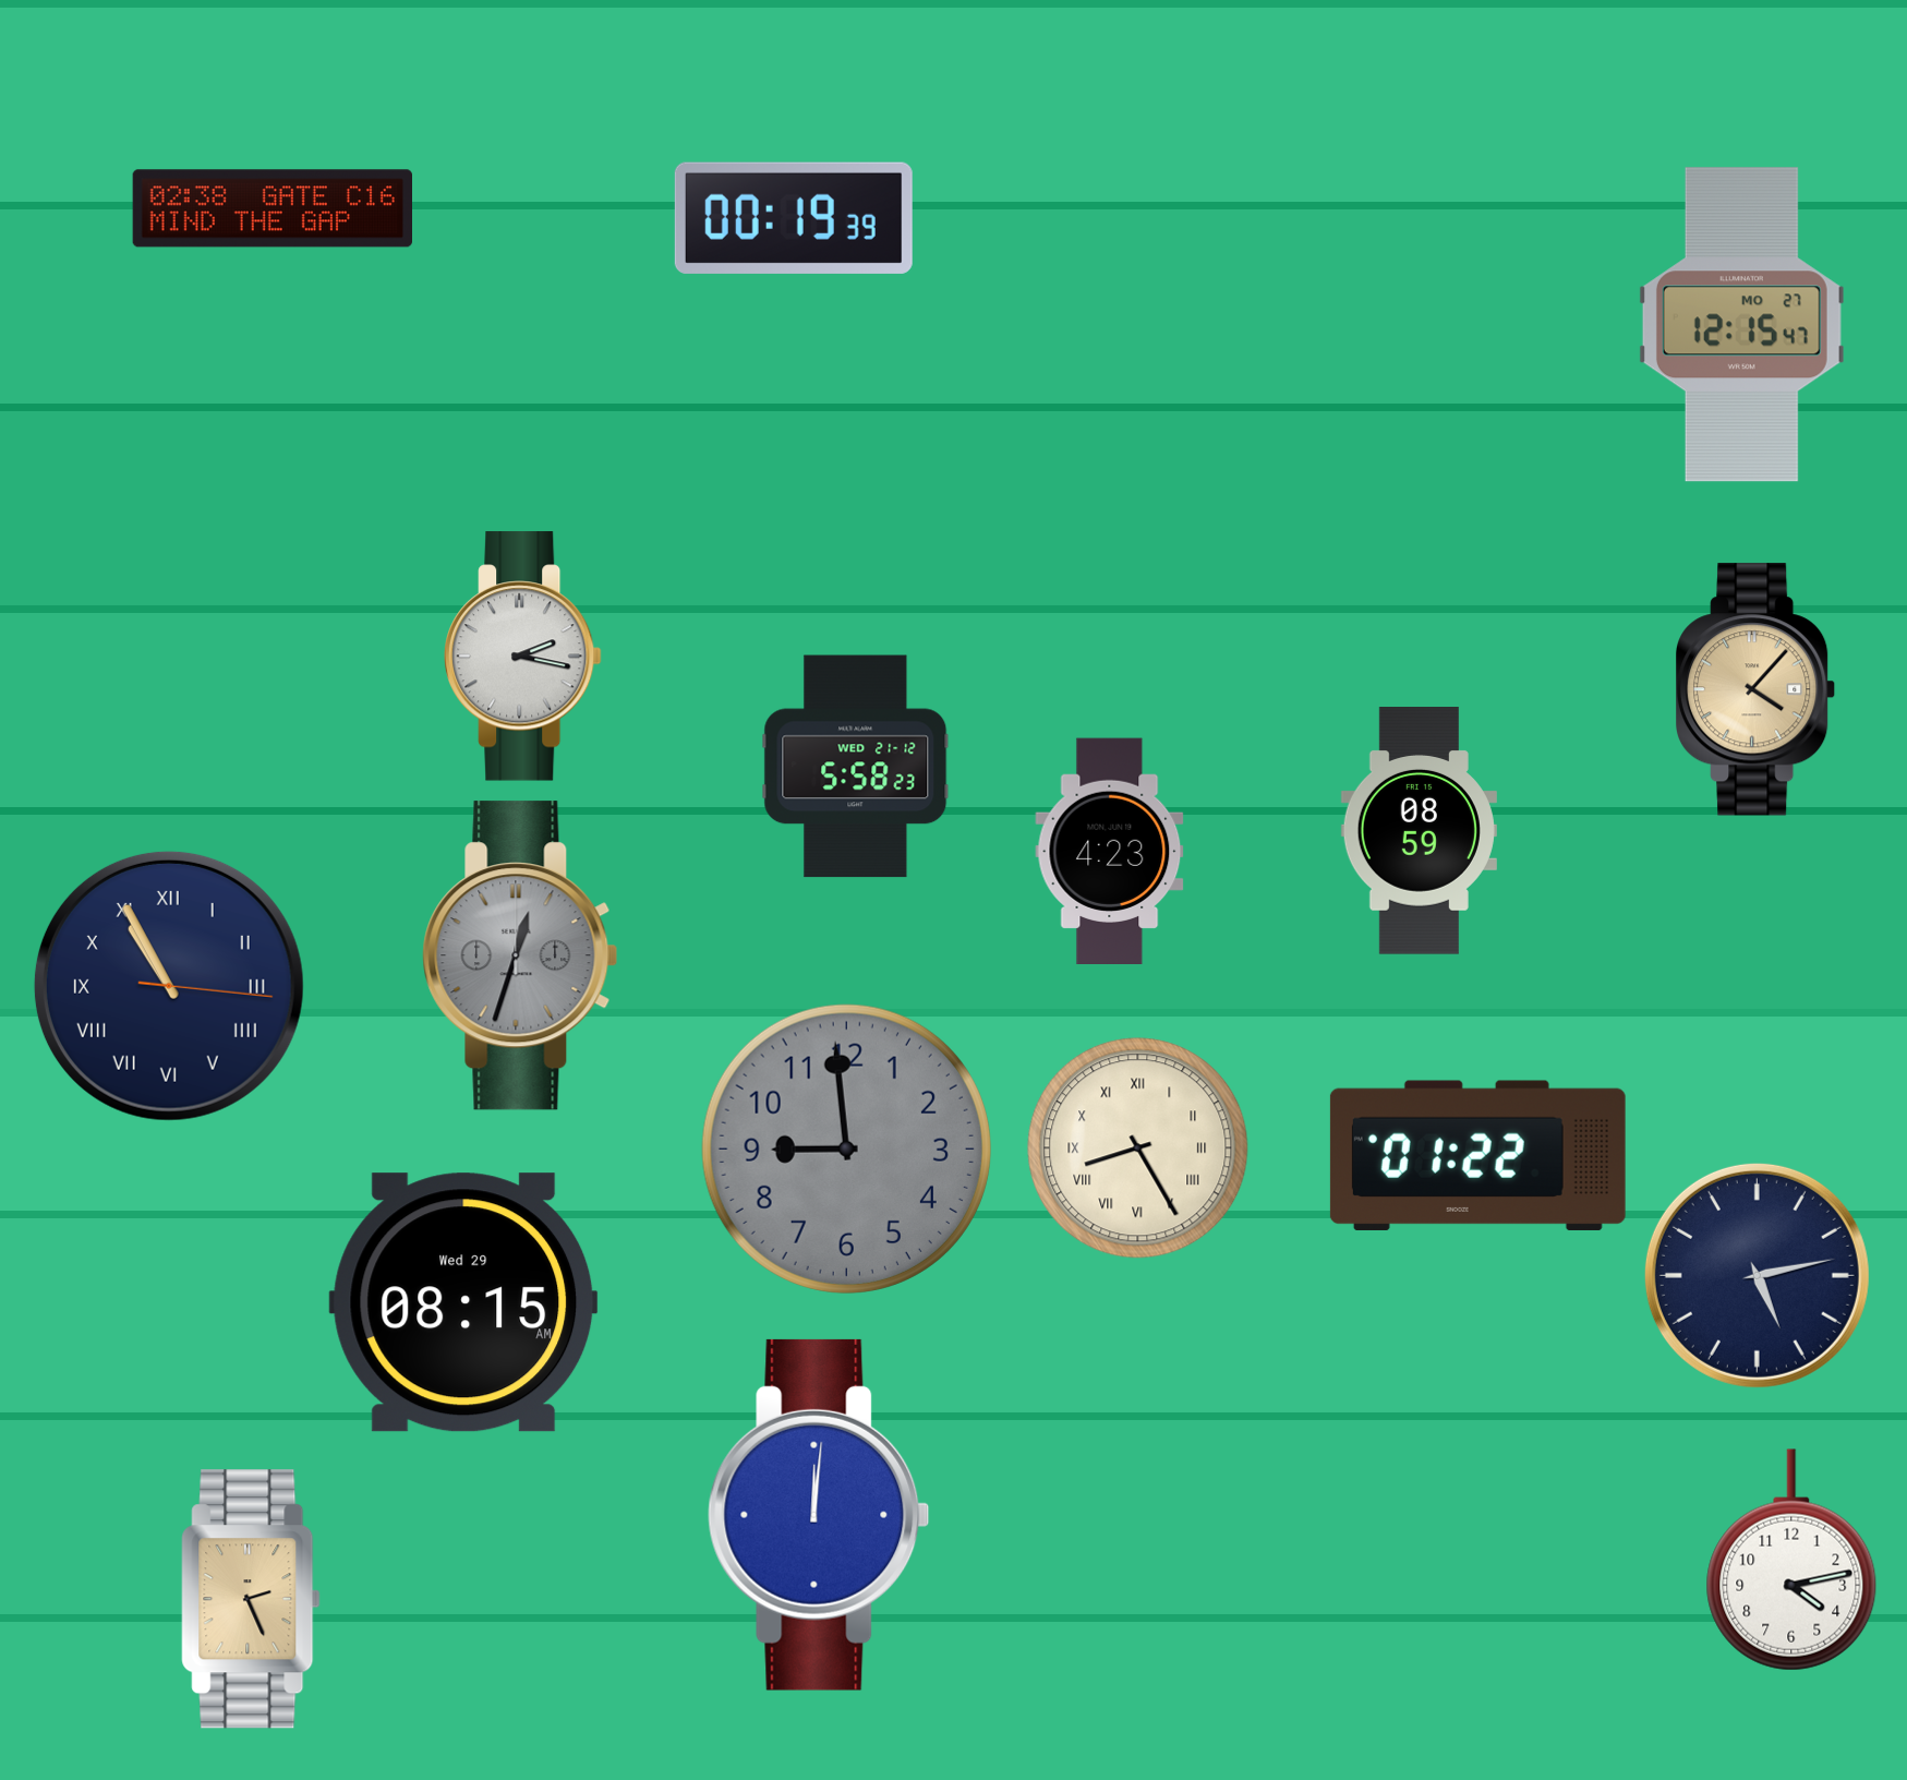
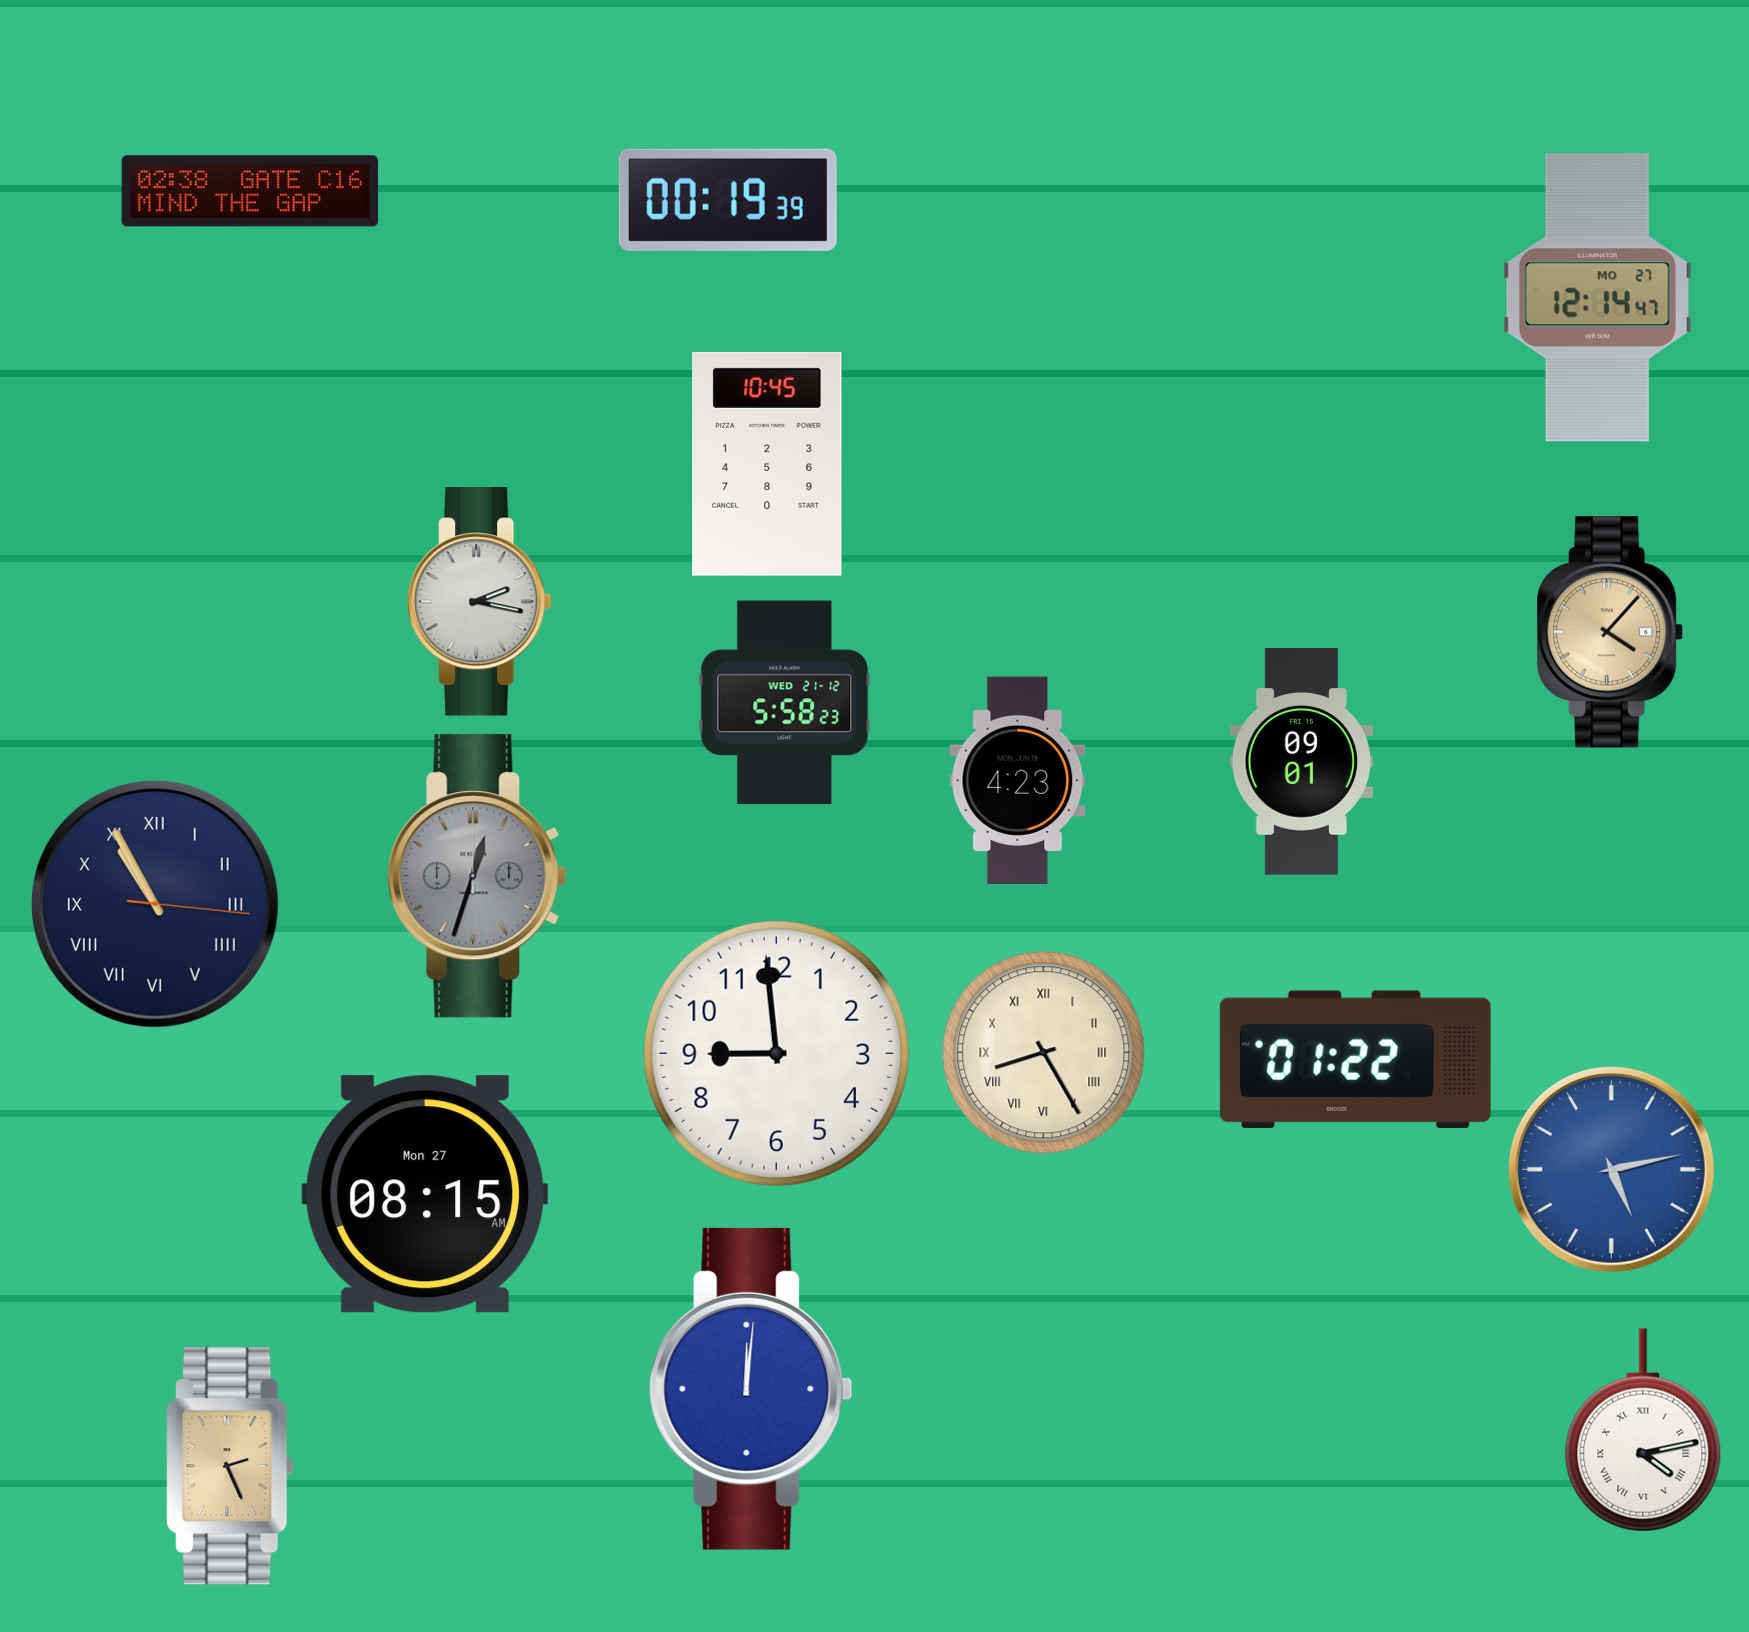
clock at (1741, 325): 12:15 -> 12:14
clock at (767, 464): none -> 10:45
clock at (1419, 831): 08:59 -> 09:01
clock at (846, 1148) dial: grey -> white
clock at (1757, 1275) dial: navy -> blue
clock at (463, 1302) date: Wed 29 -> Mon 27
clock at (1791, 1560) numerals: Arabic -> Roman
